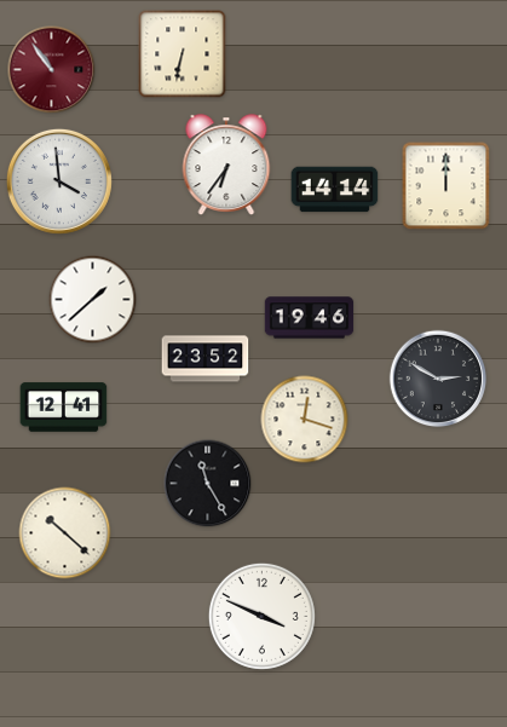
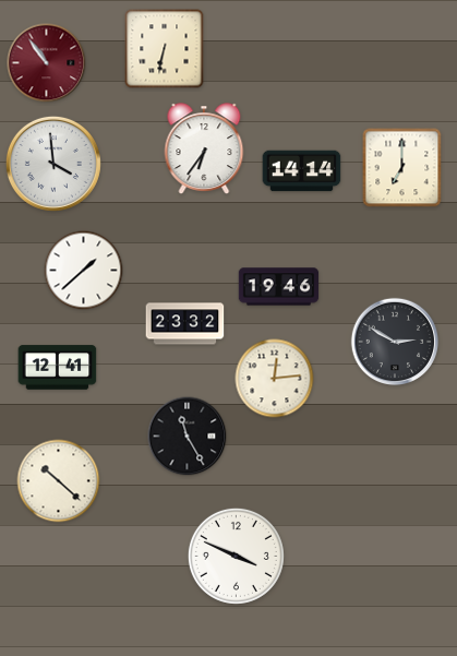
clock at (446, 186): 12:00 -> 7:00
clock at (206, 359): 23:52 -> 23:32
clock at (305, 420): 12:18 -> 12:14
